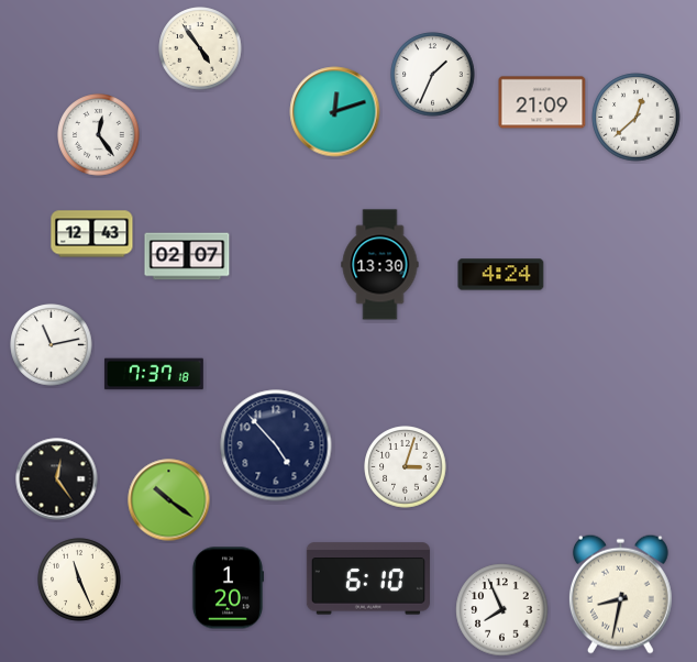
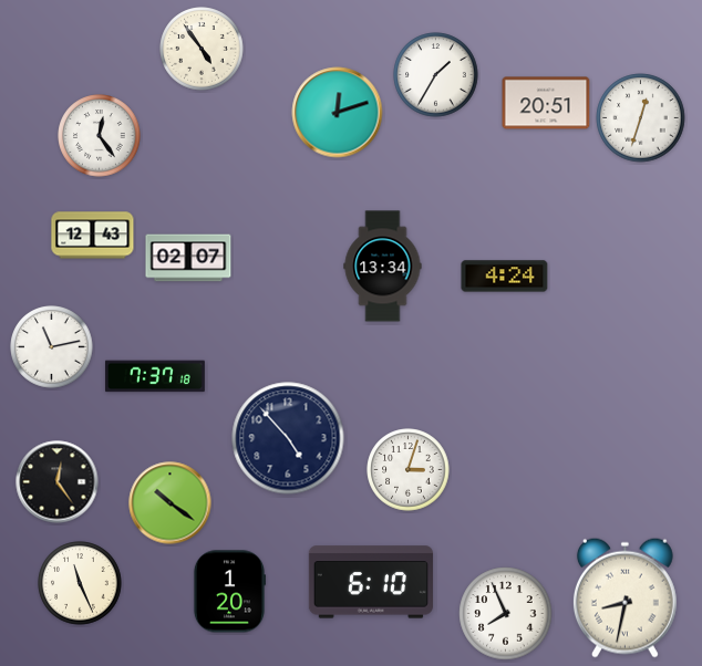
clock at (433, 75): 1:34 -> 1:35
clock at (542, 102): 21:09 -> 20:51
clock at (637, 118): 12:38 -> 12:33
clock at (380, 265): 13:30 -> 13:34
clock at (276, 445) position: (276, 445) -> (288, 438)
